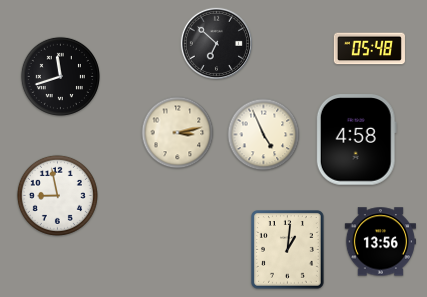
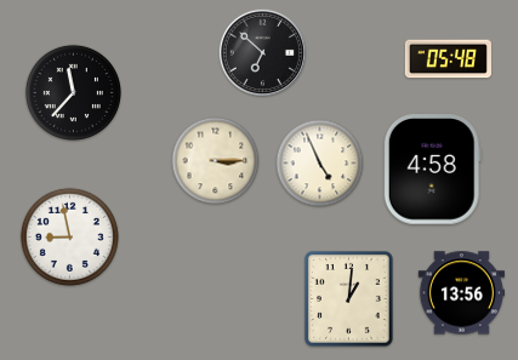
clock at (60, 76): 11:42 -> 11:37
clock at (178, 133): 3:13 -> 3:15
clock at (288, 250) position: (288, 250) -> (349, 299)
